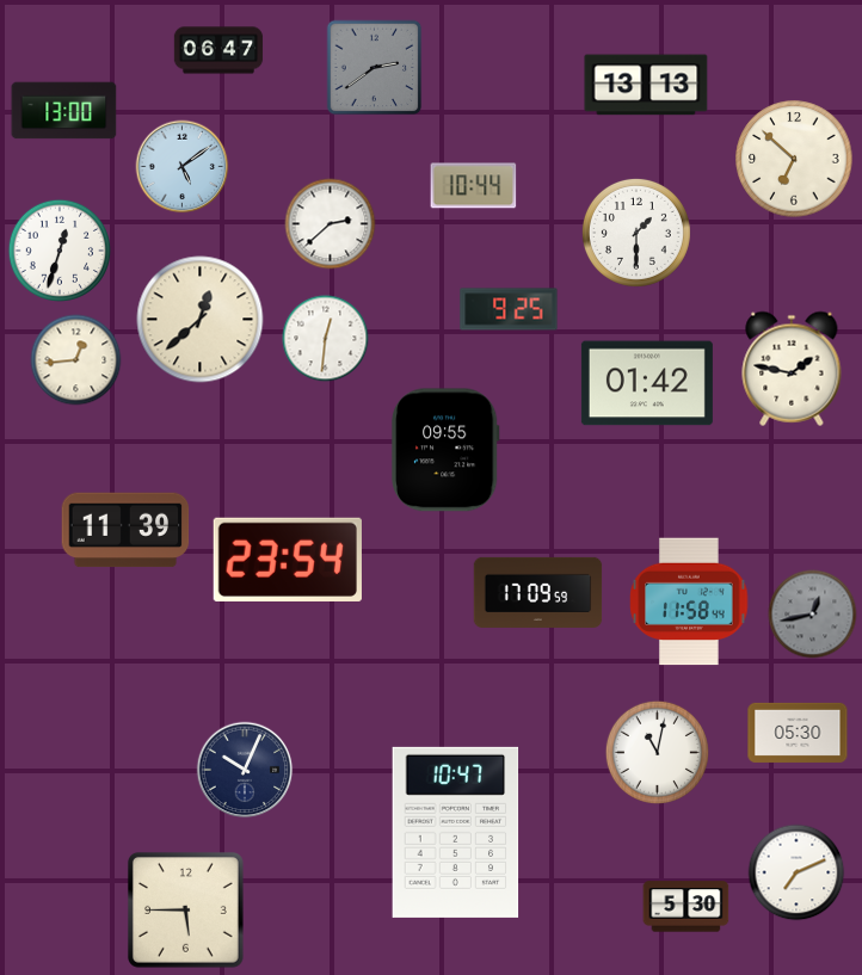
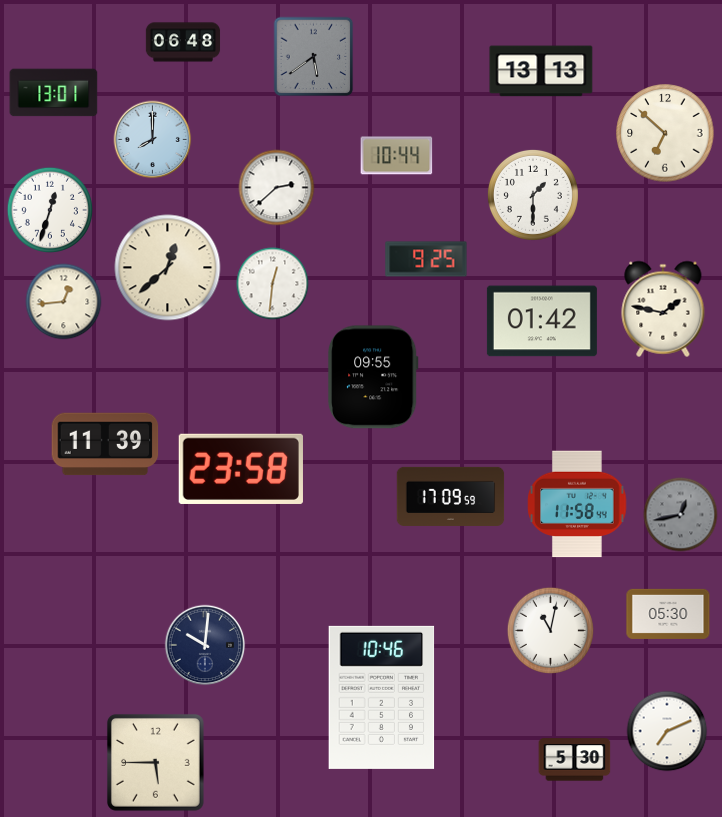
clock at (218, 50): 06:47 -> 06:48
clock at (375, 68): 2:39 -> 5:39
clock at (64, 111): 13:00 -> 13:01
clock at (183, 167): 5:09 -> 8:00
clock at (288, 560): 23:54 -> 23:58
clock at (245, 770): 10:04 -> 10:01
clock at (456, 832): 10:47 -> 10:46
